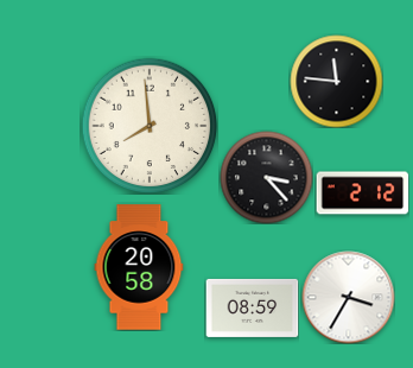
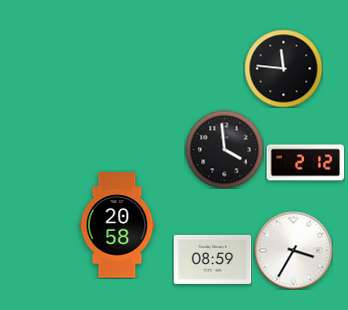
clock at (150, 126): 7:59 -> none
clock at (266, 177): 3:23 -> 3:59
